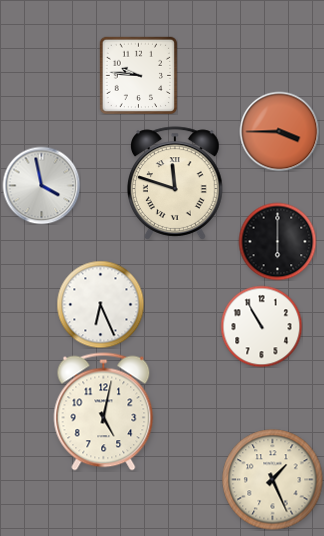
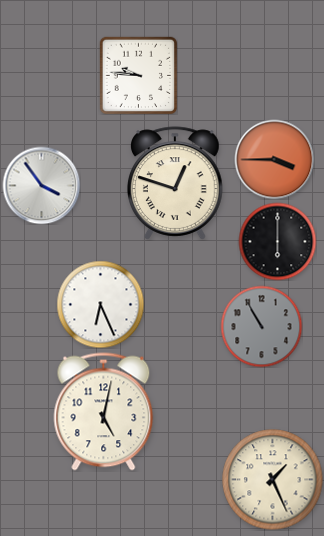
clock at (279, 131) position: (279, 131) -> (274, 159)
clock at (176, 183): 11:48 -> 12:48
clock at (41, 185): 3:58 -> 3:54
clock at (261, 326) dial: white -> grey
